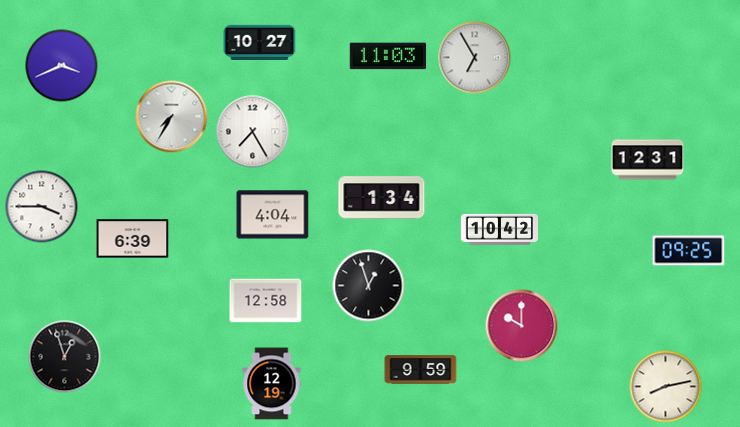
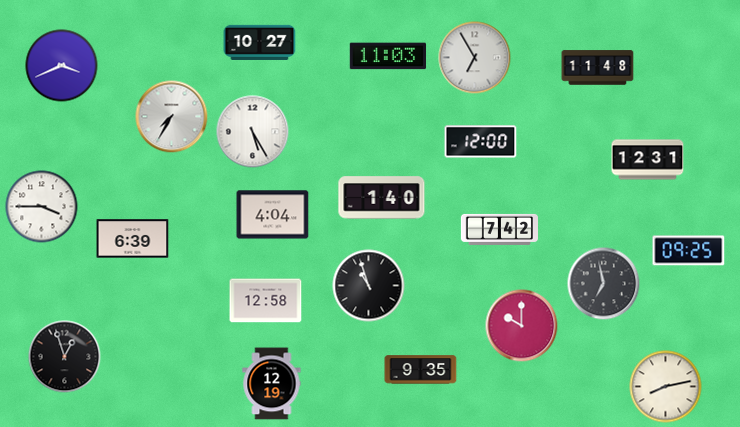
clock at (598, 68): none -> 11:48
clock at (253, 132): 7:25 -> 5:25
clock at (481, 142): none -> 12:00
clock at (382, 198): 1:34 -> 1:40
clock at (499, 229): 10:42 -> 7:42
clock at (604, 284): none -> 6:58
clock at (369, 286): 12:57 -> 10:57
clock at (421, 370): 9:59 -> 9:35
